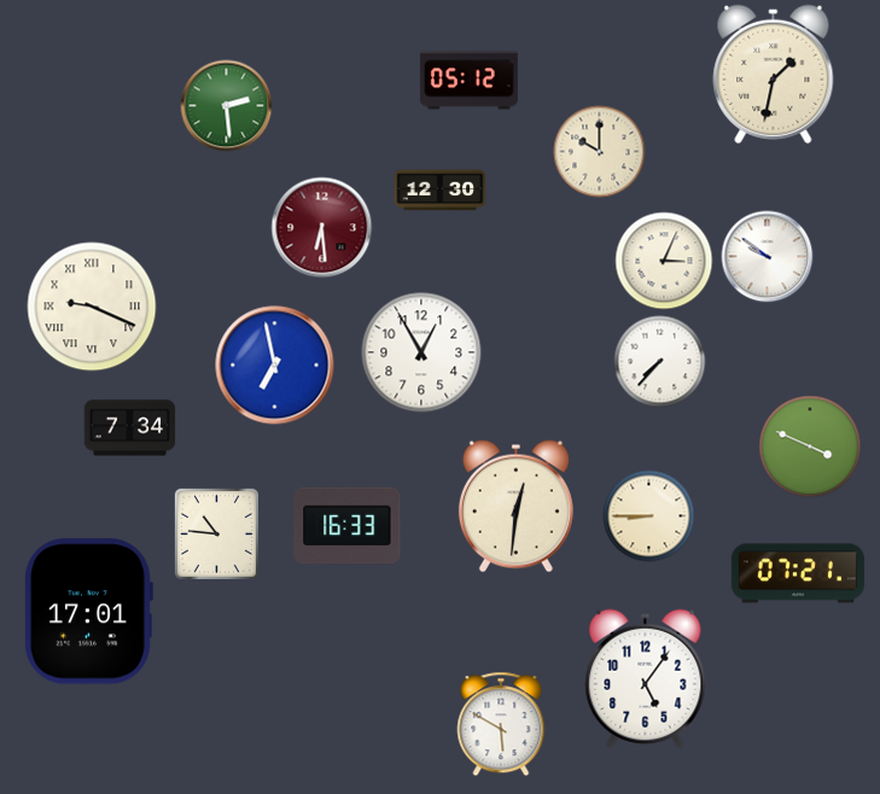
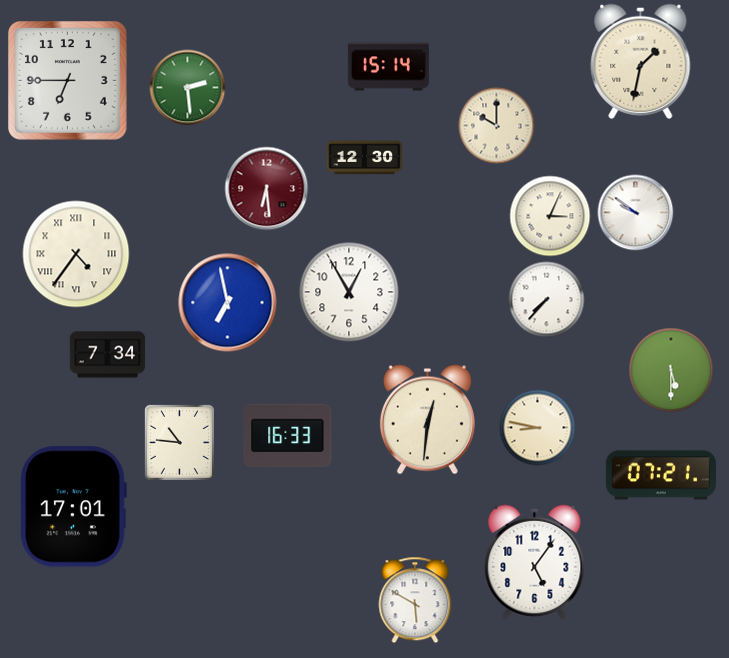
clock at (468, 81): 05:12 -> 15:14
clock at (68, 81): none -> 6:45
clock at (92, 306): 9:19 -> 4:36
clock at (810, 446): 3:49 -> 5:30
clock at (649, 516): 8:45 -> 8:47
